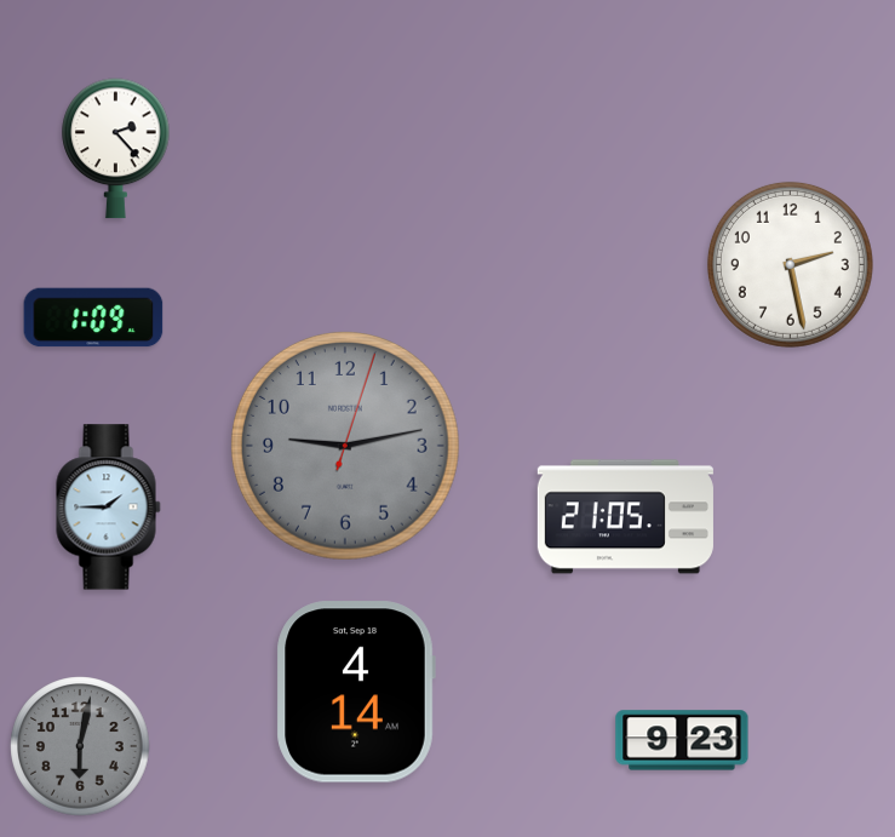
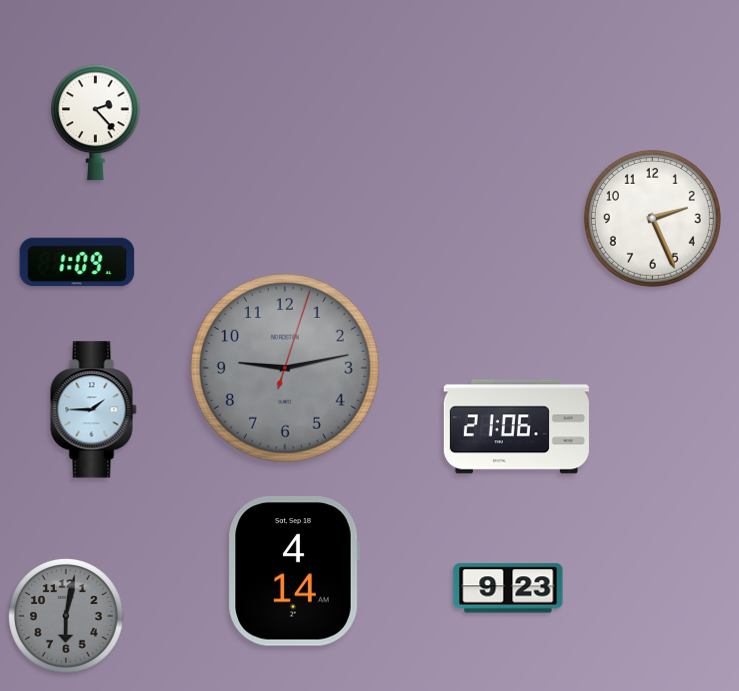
clock at (790, 264): 2:28 -> 2:26
clock at (109, 508) position: (109, 508) -> (94, 410)
clock at (625, 517): 21:05 -> 21:06
clock at (682, 740) position: (682, 740) -> (508, 588)
